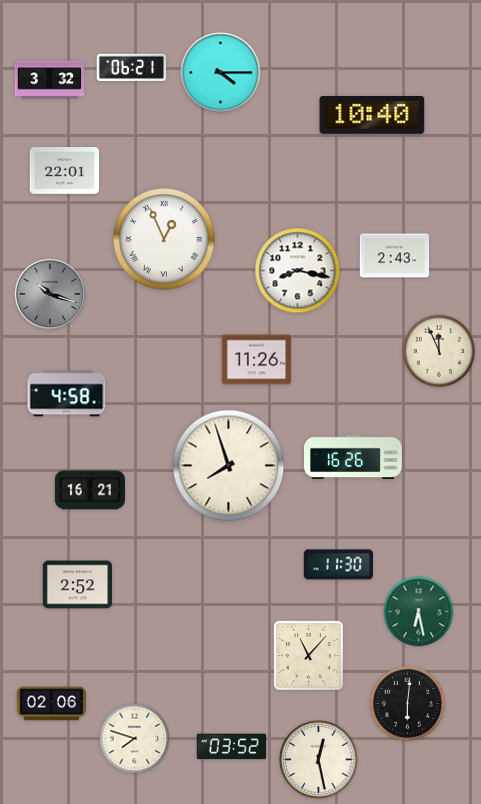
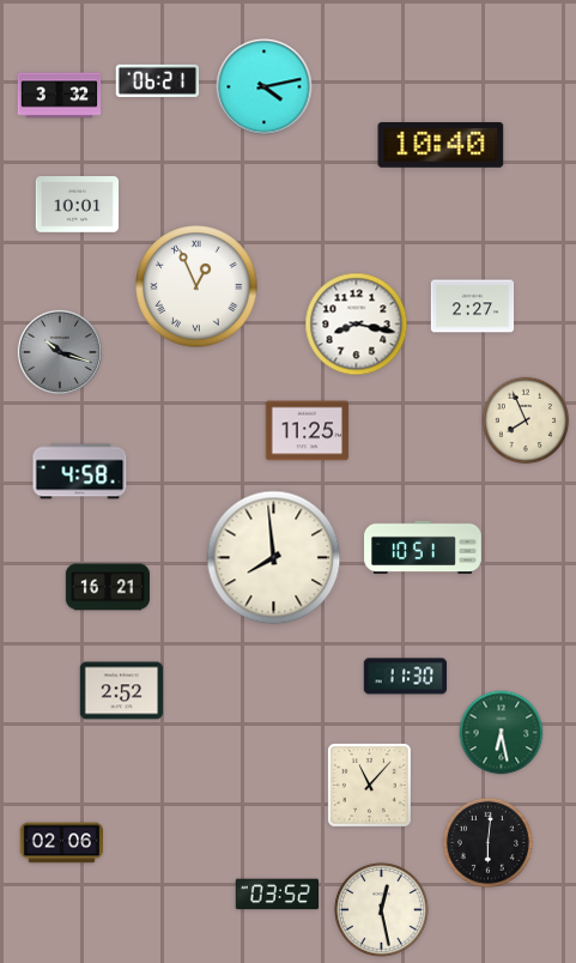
clock at (221, 73): 4:15 -> 4:13
clock at (372, 116) position: (372, 116) -> (441, 146)
clock at (65, 171): 22:01 -> 10:01
clock at (395, 256): 2:43 -> 2:27
clock at (439, 351): 11:56 -> 7:56
clock at (257, 360): 11:26 -> 11:25
clock at (353, 457): 16:26 -> 10:51
clock at (229, 466): 7:57 -> 7:59
clock at (78, 585) position: (78, 585) -> (122, 691)
clock at (135, 739): 7:48 -> none
